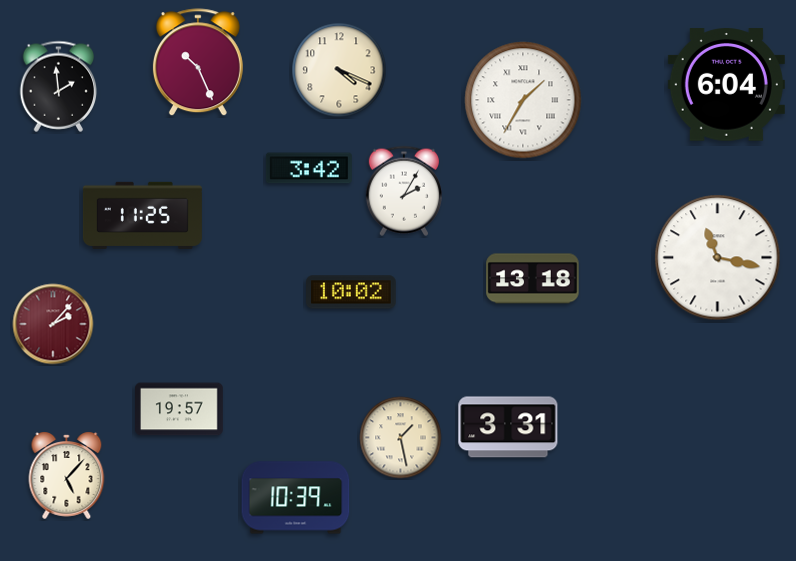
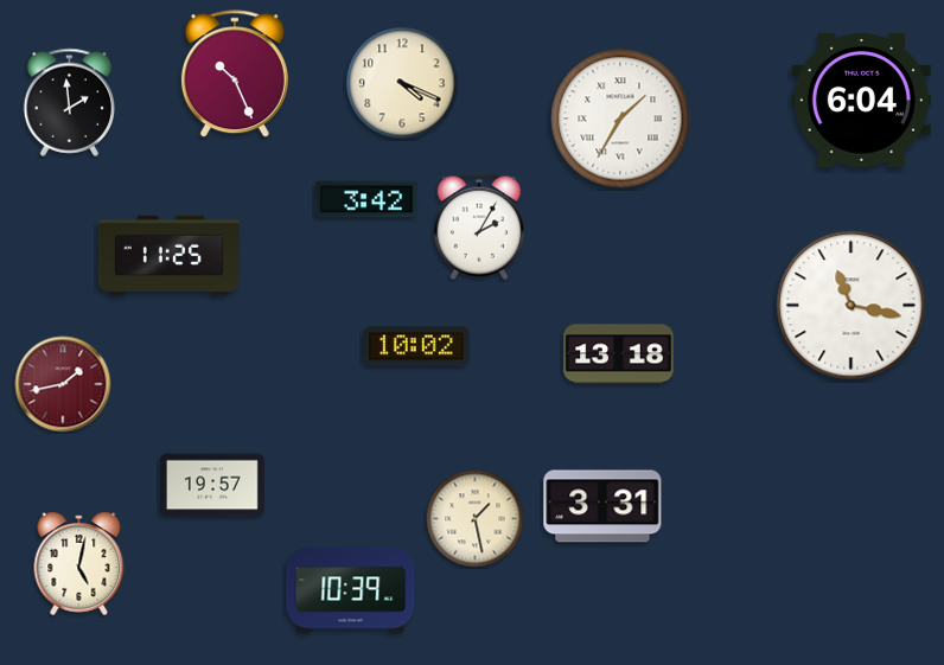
clock at (533, 279) position: (533, 279) -> (619, 354)
clock at (53, 324): 2:07 -> 1:43
clock at (67, 475): 5:07 -> 5:02
